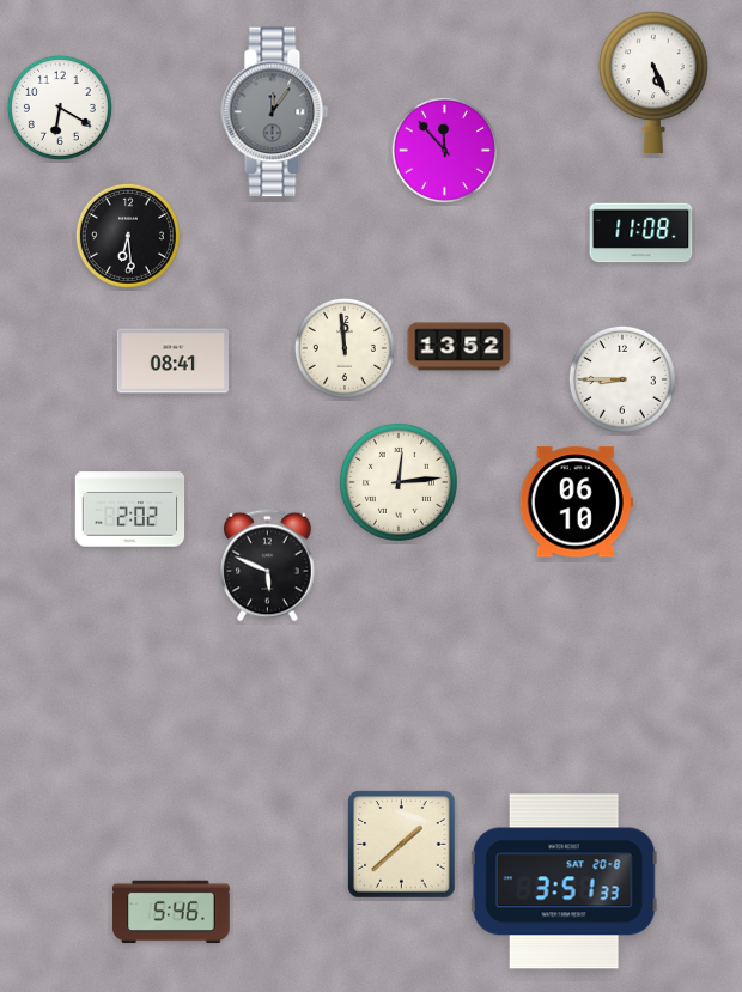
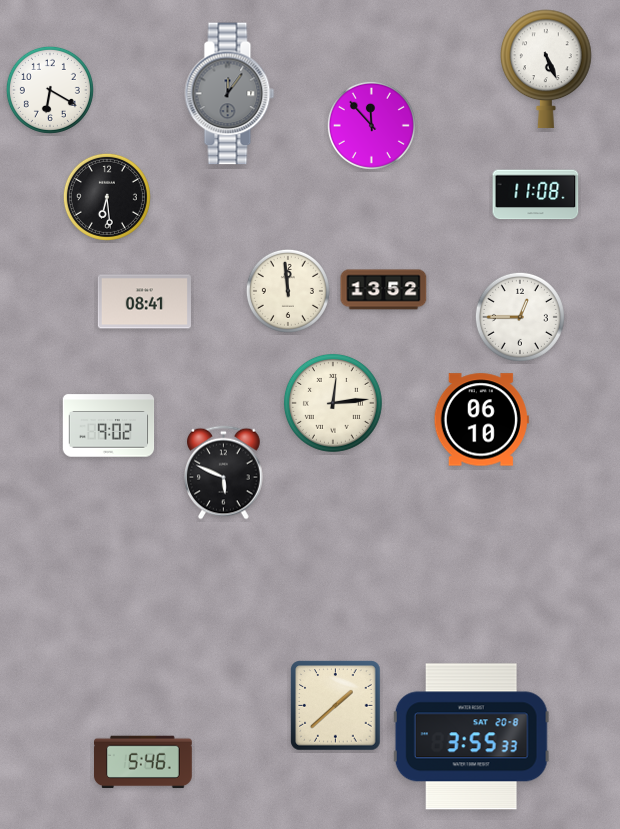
clock at (622, 379): 8:45 -> 12:45
clock at (130, 510): 2:02 -> 9:02
clock at (564, 882): 3:51 -> 3:55
